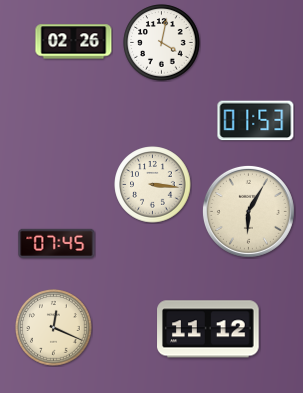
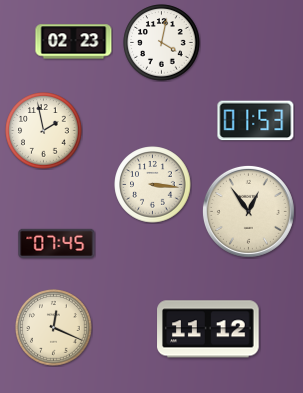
clock at (74, 42): 02:26 -> 02:23
clock at (44, 131): none -> 1:58
clock at (248, 211): 6:05 -> 12:54
